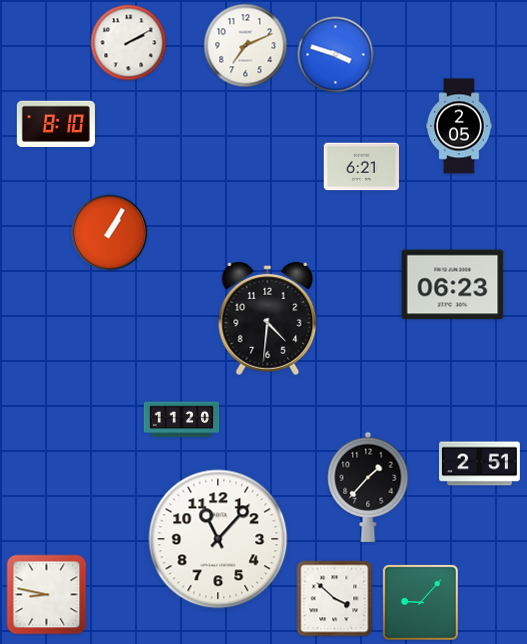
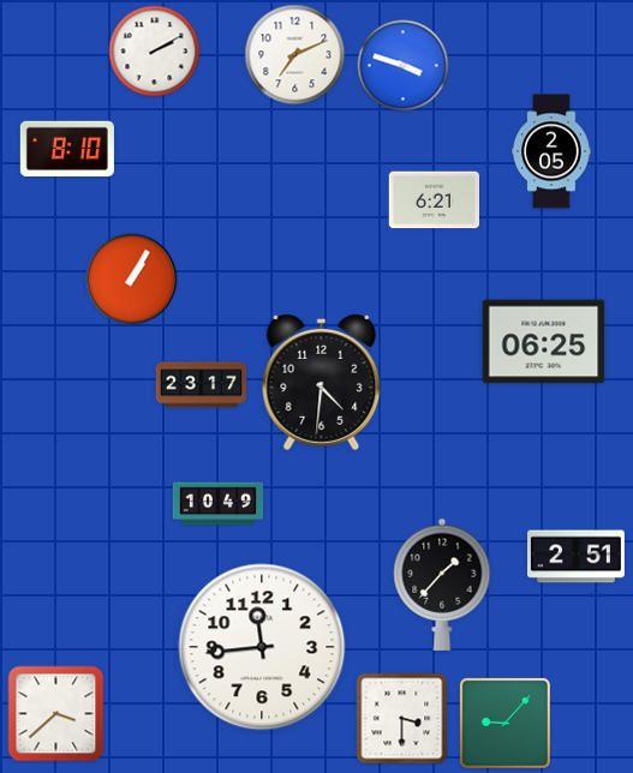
clock at (453, 285): 06:23 -> 06:25
clock at (202, 385): none -> 23:17
clock at (182, 420): 11:20 -> 10:49
clock at (218, 539): 11:07 -> 11:44
clock at (47, 595): 8:47 -> 3:38
clock at (335, 599): 3:52 -> 3:30
